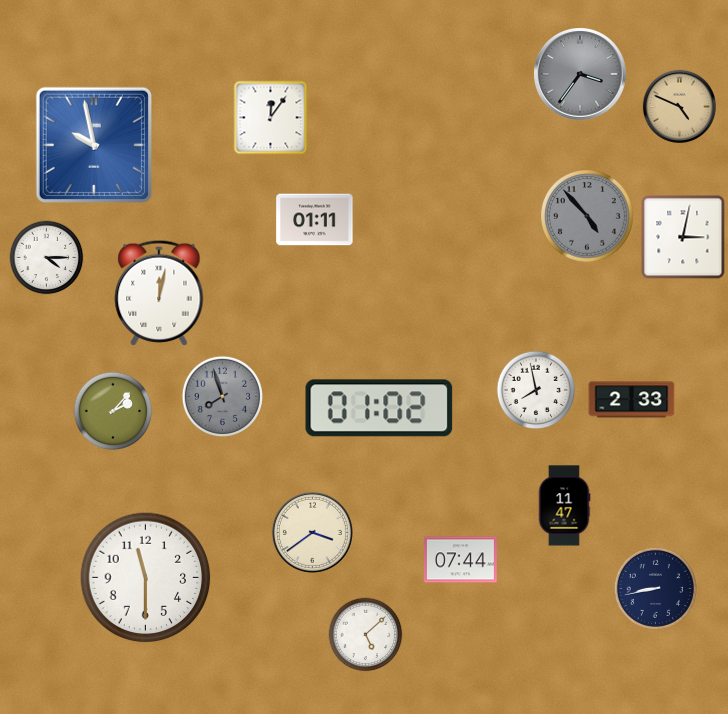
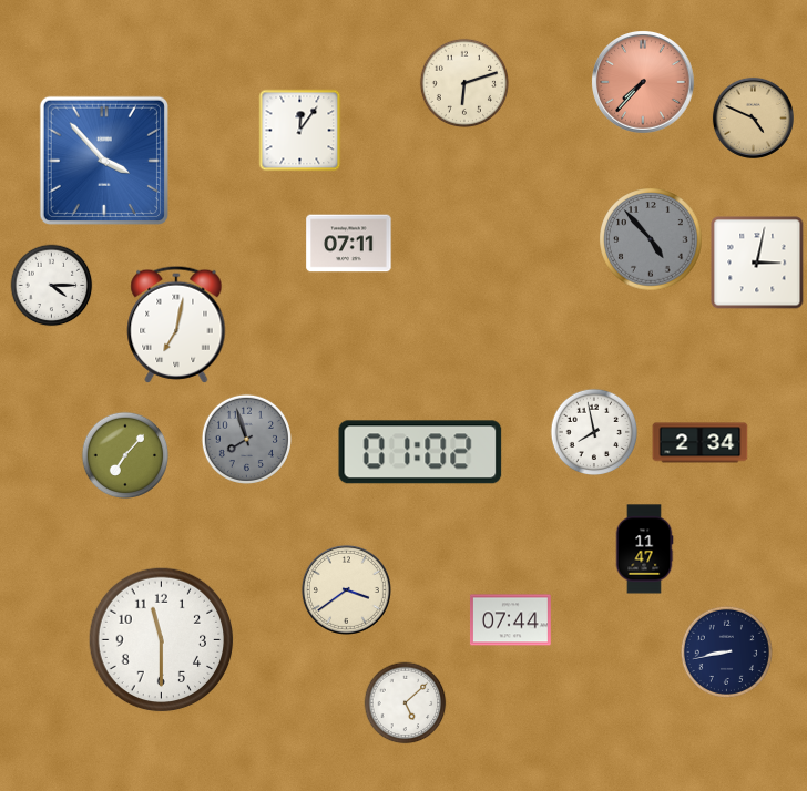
clock at (463, 82): none -> 6:12
clock at (581, 75): 3:36 -> 7:37
clock at (581, 75) dial: grey -> salmon
clock at (94, 145): 9:58 -> 3:53
clock at (315, 220): 01:11 -> 07:11
clock at (159, 293): 12:02 -> 7:02
clock at (632, 400): 2:33 -> 2:34
clock at (113, 411): 2:07 -> 7:07
clock at (564, 506) position: (564, 506) -> (644, 549)
